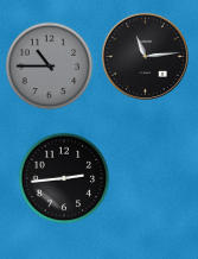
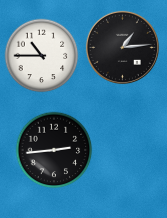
clock at (145, 56): 11:14 -> 1:14
clock at (50, 67) dial: grey -> white
